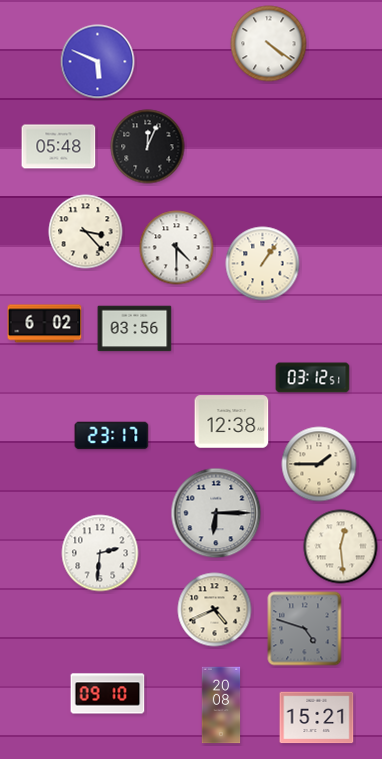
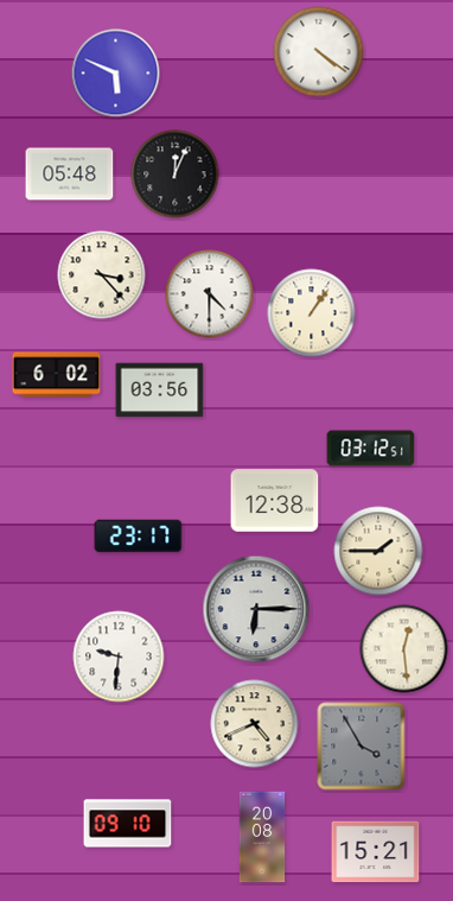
clock at (45, 324) position: (45, 324) -> (57, 375)
clock at (112, 436) position: (112, 436) -> (139, 537)
clock at (100, 553): 2:31 -> 9:31
clock at (305, 629): 4:48 -> 3:55
